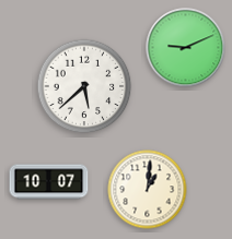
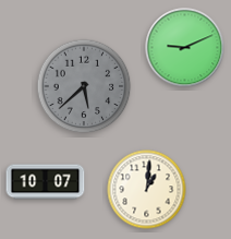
clock at (84, 86) dial: white -> grey
clock at (49, 182) position: (49, 182) -> (46, 182)
